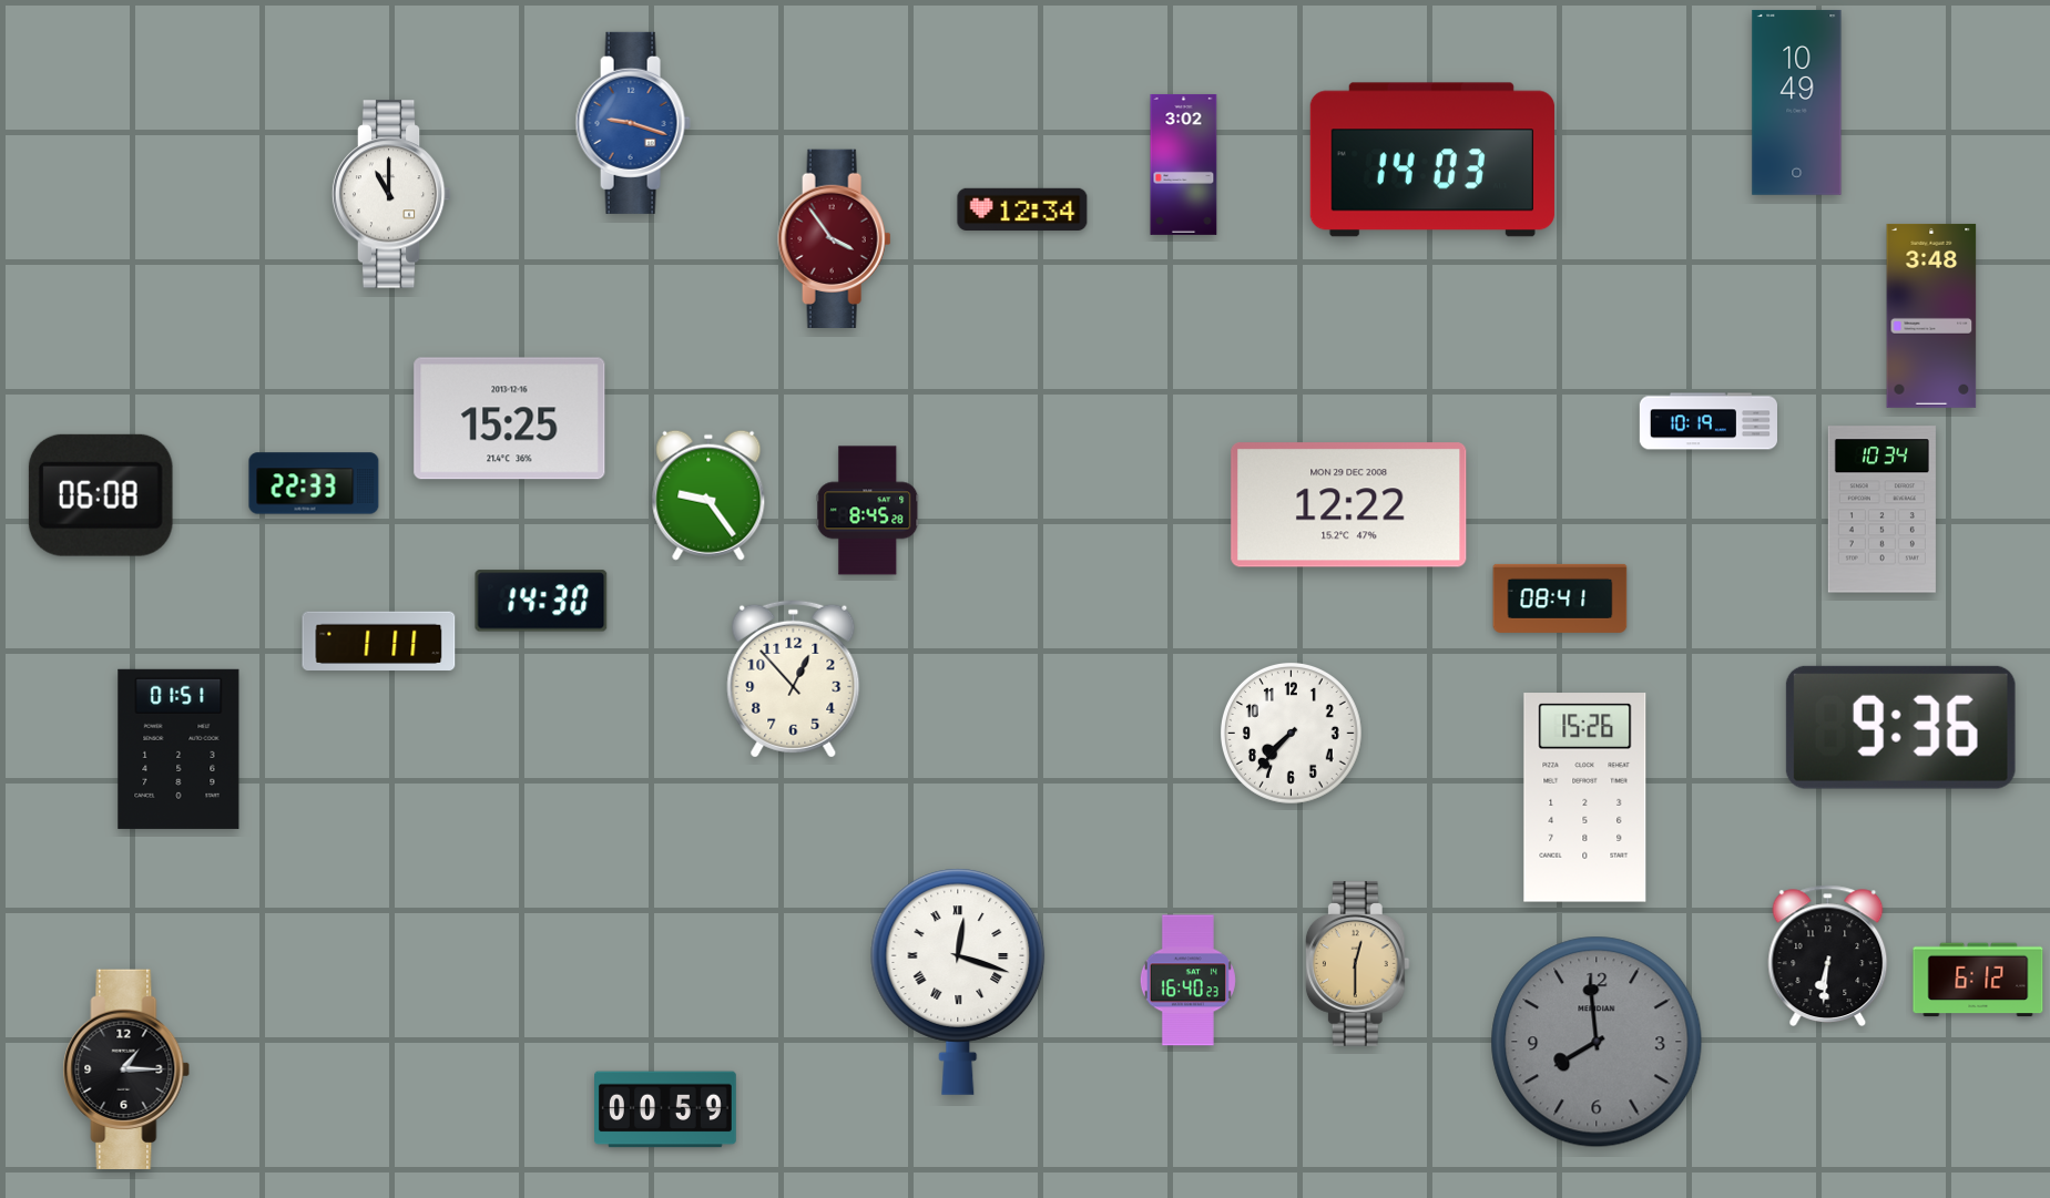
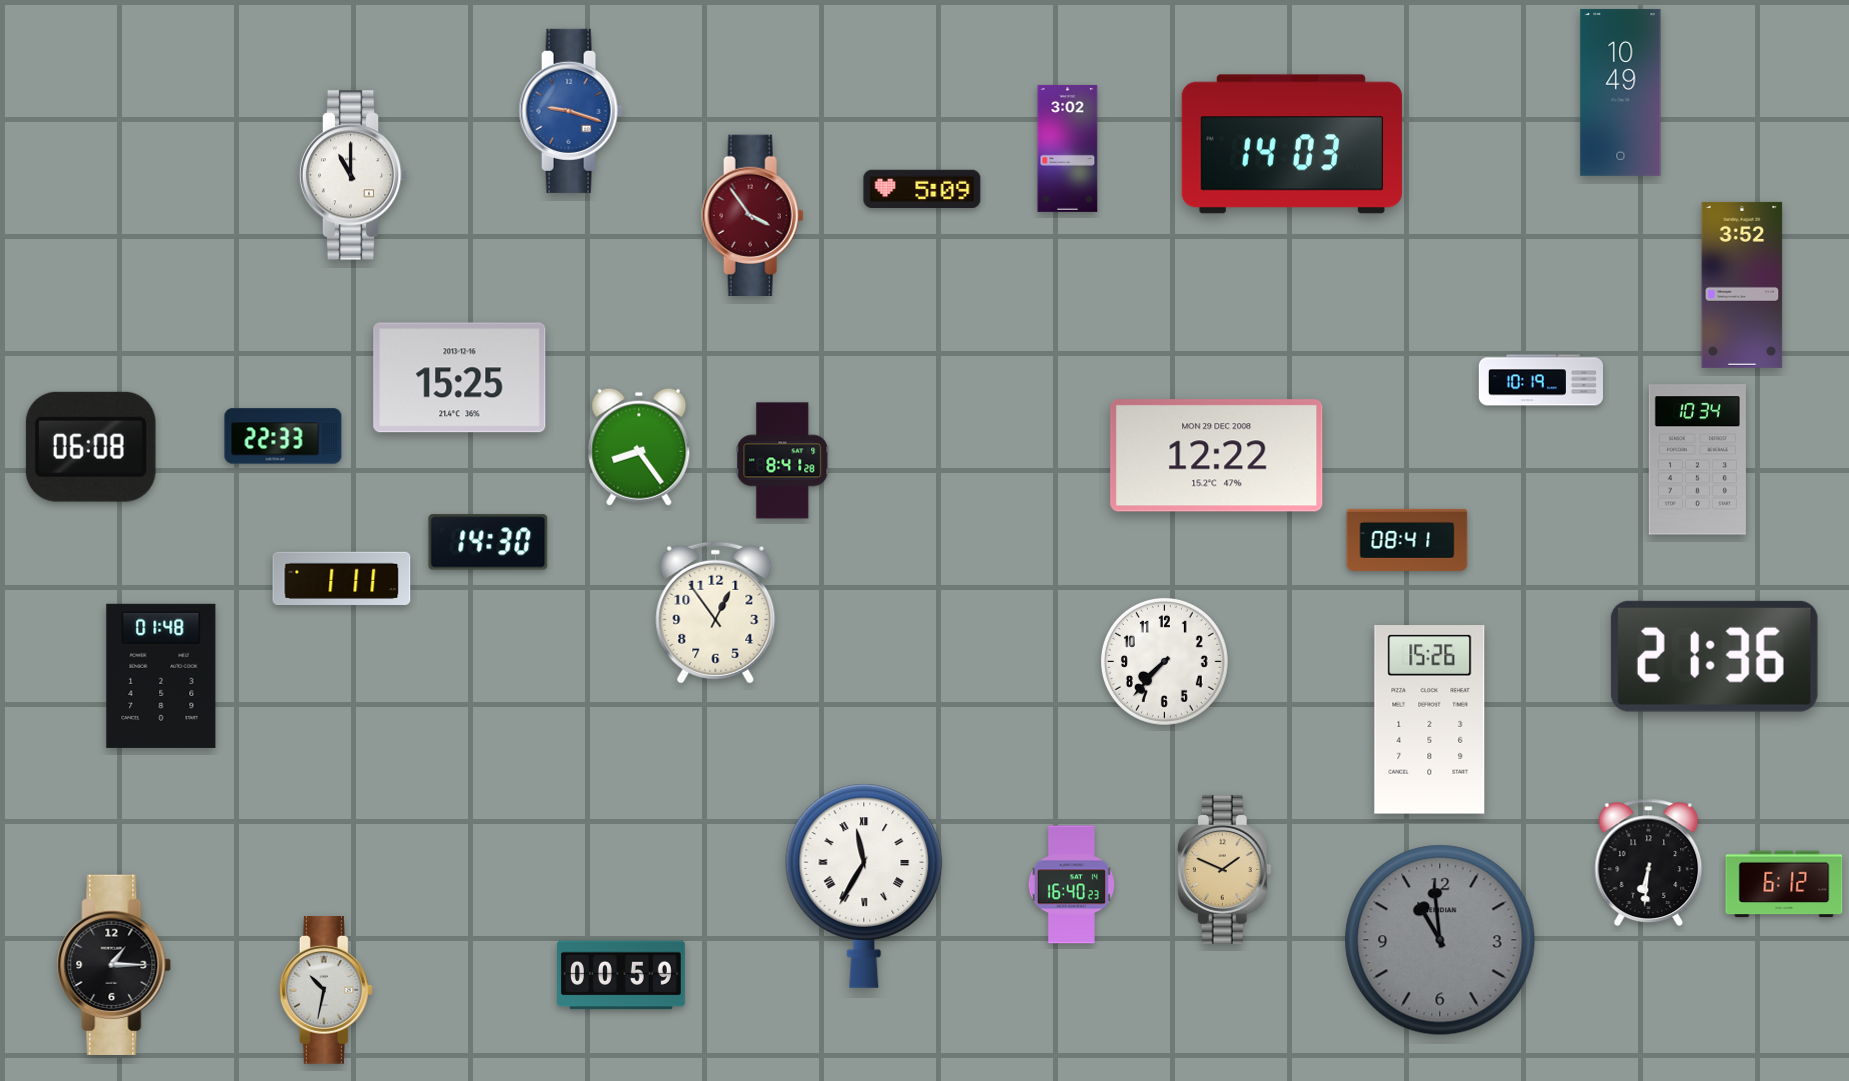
clock at (1022, 208): 12:34 -> 5:09
clock at (1931, 316): 3:48 -> 3:52
clock at (708, 495): 9:24 -> 8:24
clock at (868, 511): 8:45 -> 8:41
clock at (794, 678): 12:53 -> 12:54
clock at (1900, 727): 9:36 -> 21:36
clock at (179, 749): 01:51 -> 01:48
clock at (1357, 964): 12:30 -> 1:49
clock at (958, 982): 12:18 -> 11:35
clock at (1597, 1042): 7:59 -> 10:59
clock at (326, 991): none -> 10:32
clock at (666, 1109) position: (666, 1109) -> (622, 975)
